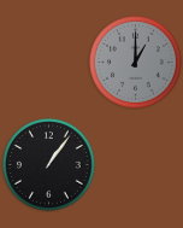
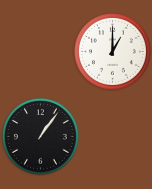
clock at (136, 63) dial: grey -> white
